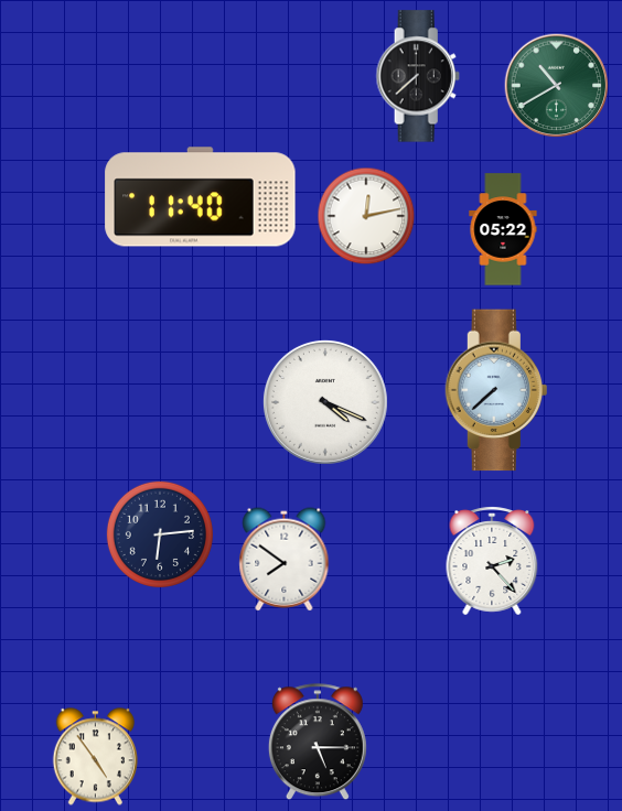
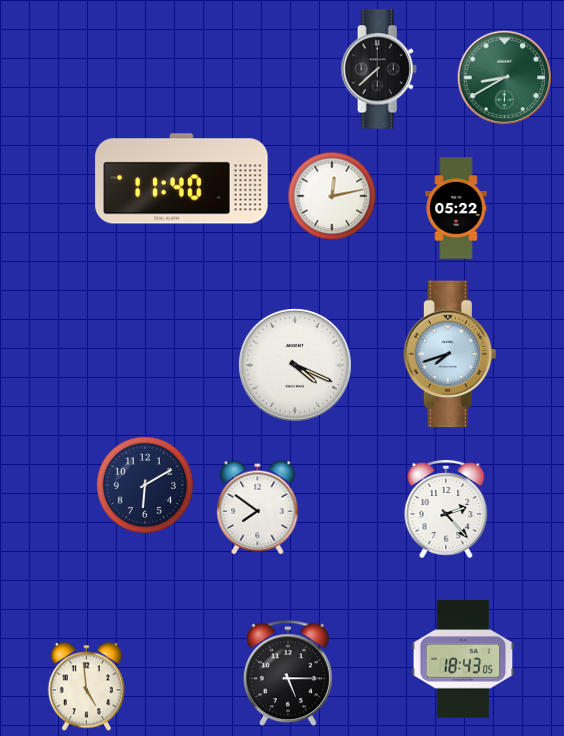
clock at (557, 86): 10:40 -> 8:40
clock at (495, 390): 7:38 -> 7:42
clock at (160, 534): 6:14 -> 6:10
clock at (463, 659): none -> 18:43
clock at (95, 757): 4:54 -> 4:59
